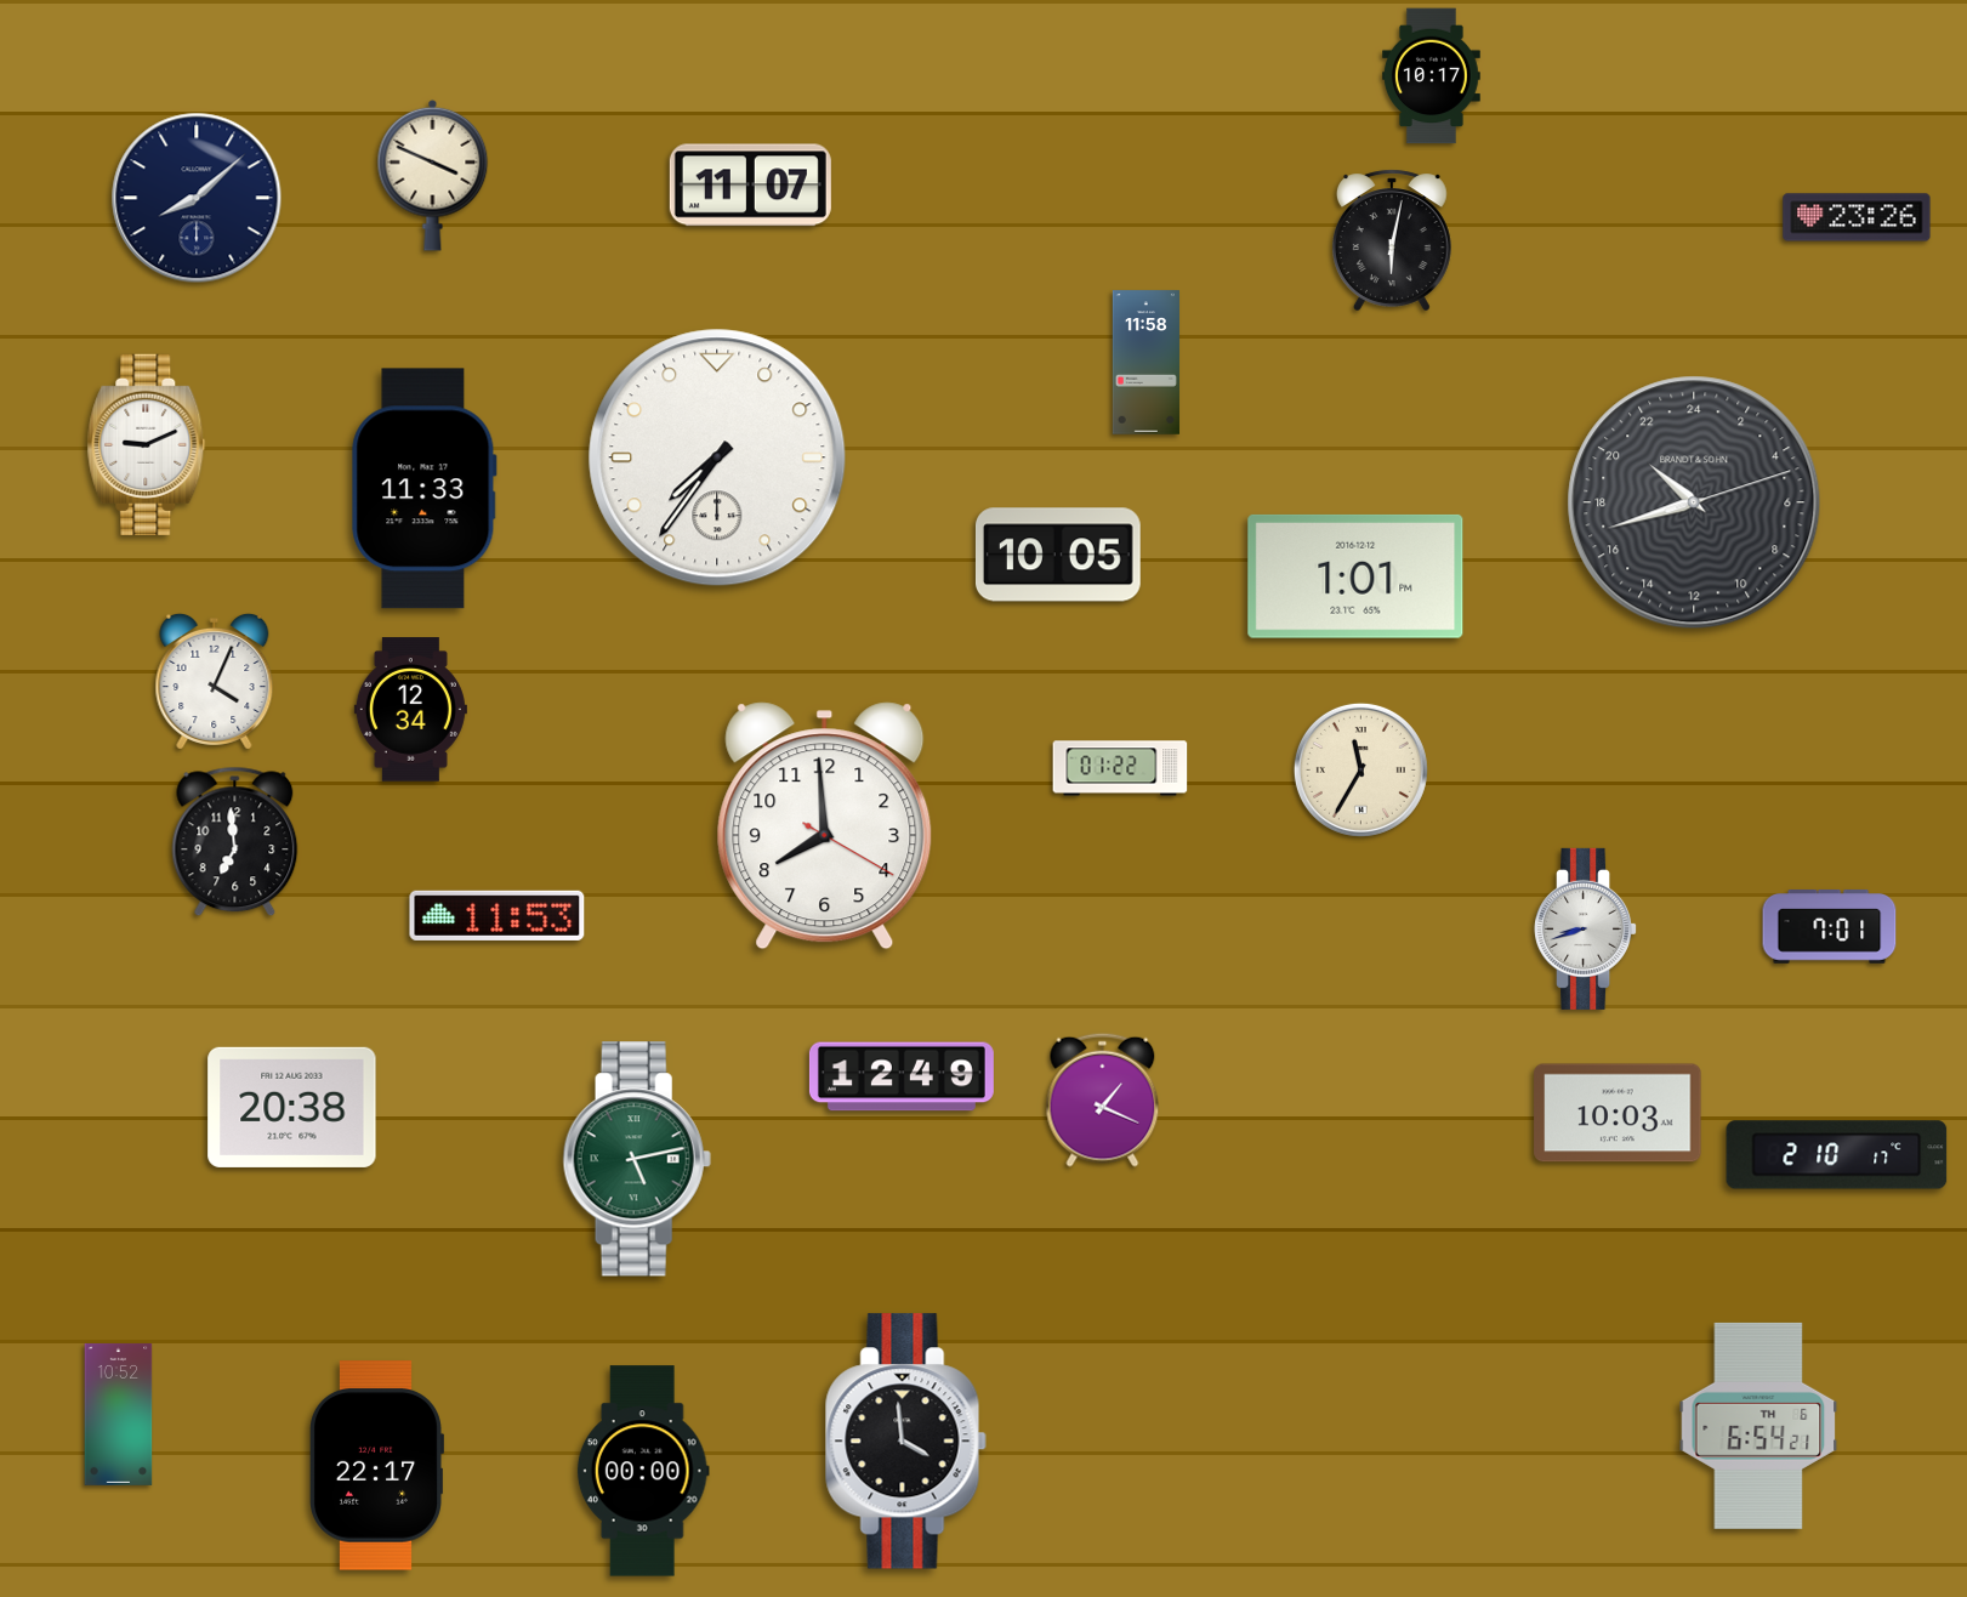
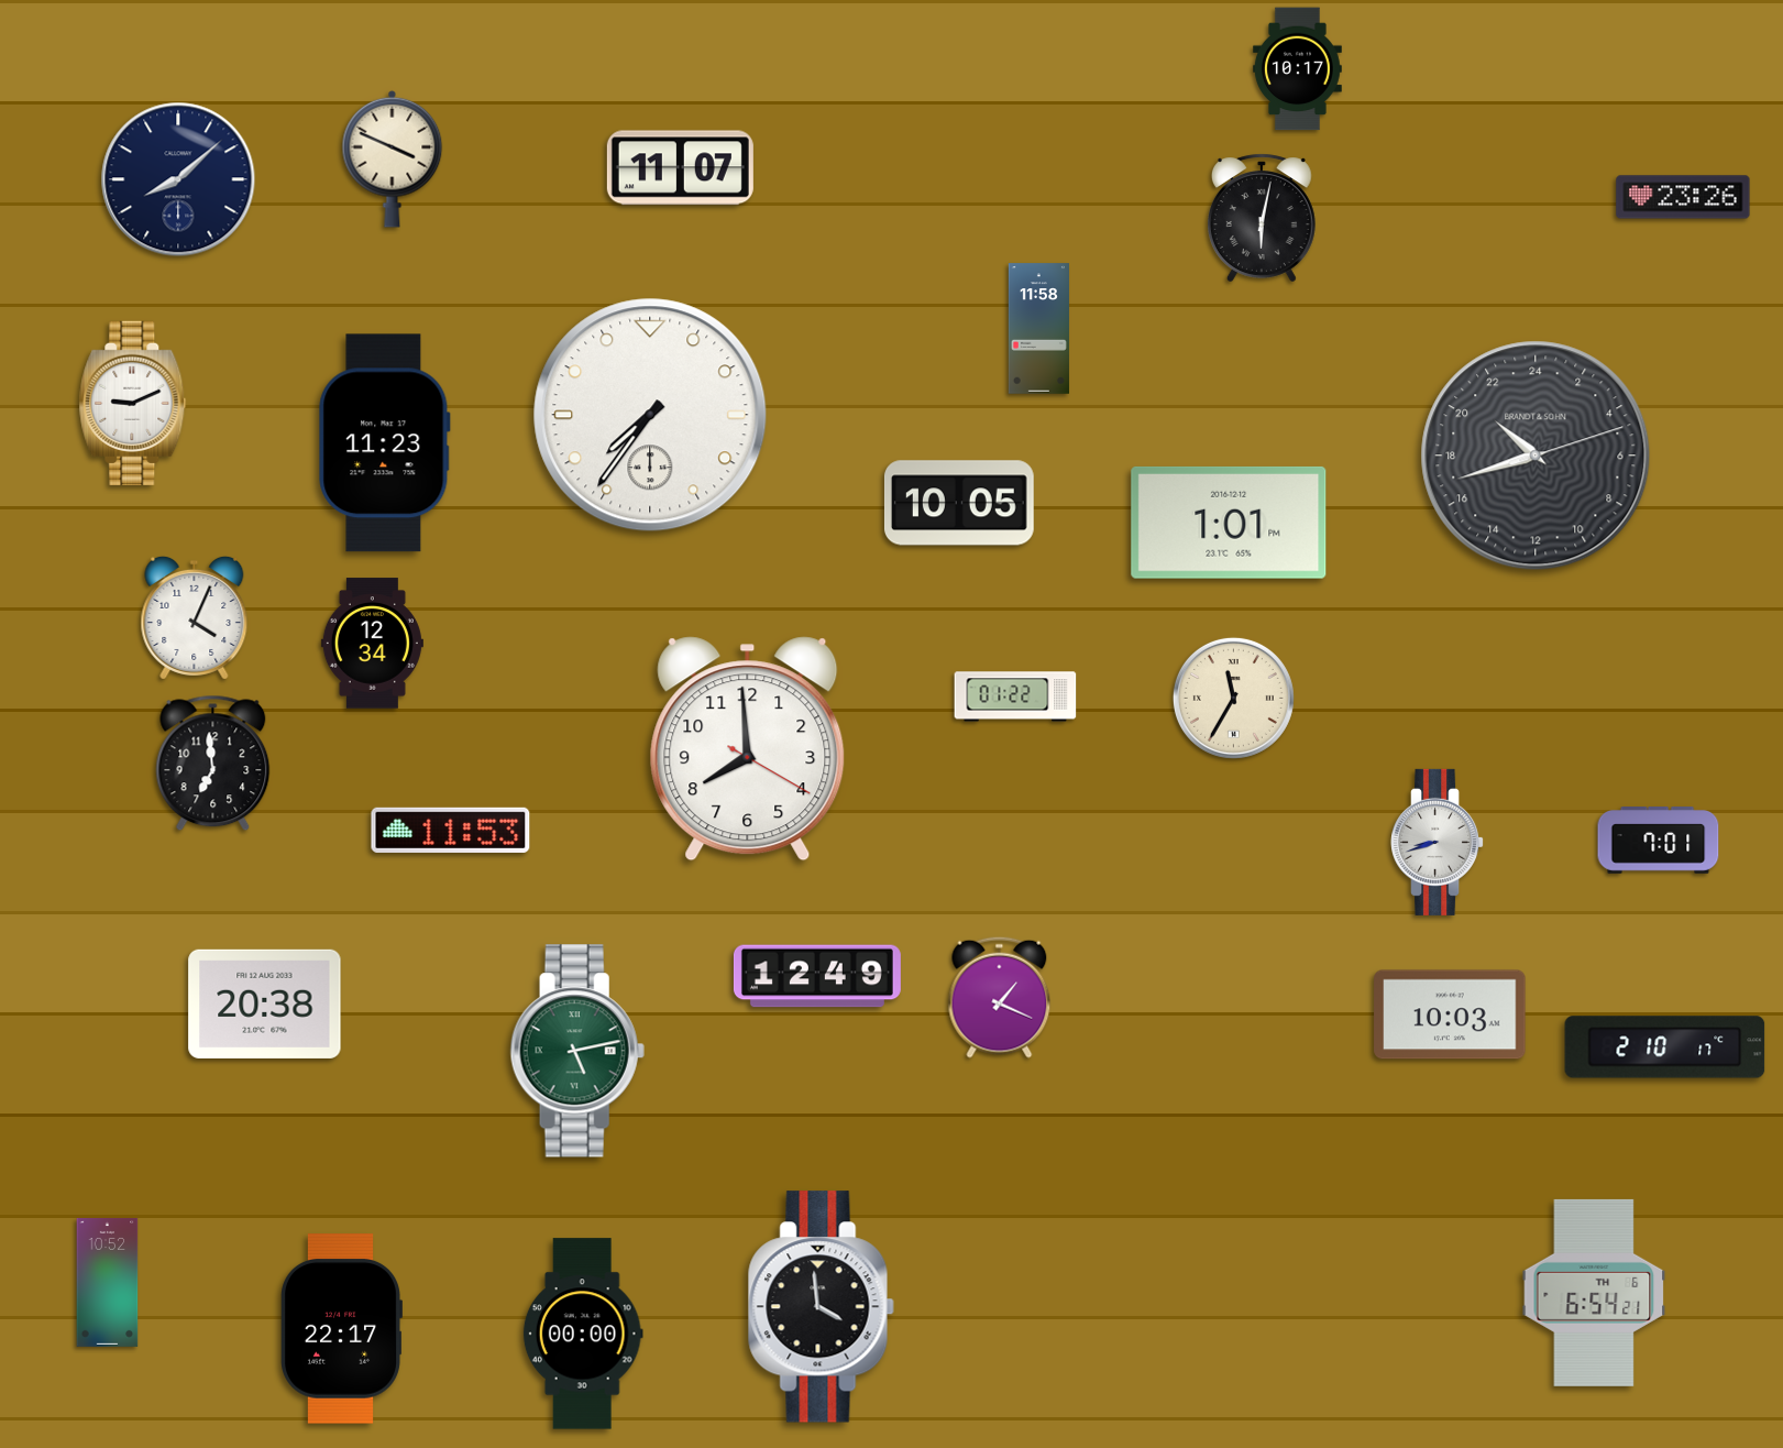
clock at (425, 489): 11:33 -> 11:23
clock at (1618, 1113) position: (1618, 1113) -> (1450, 1014)
